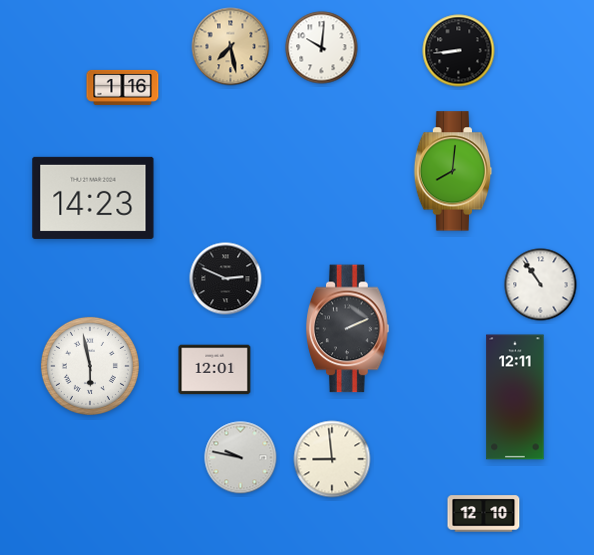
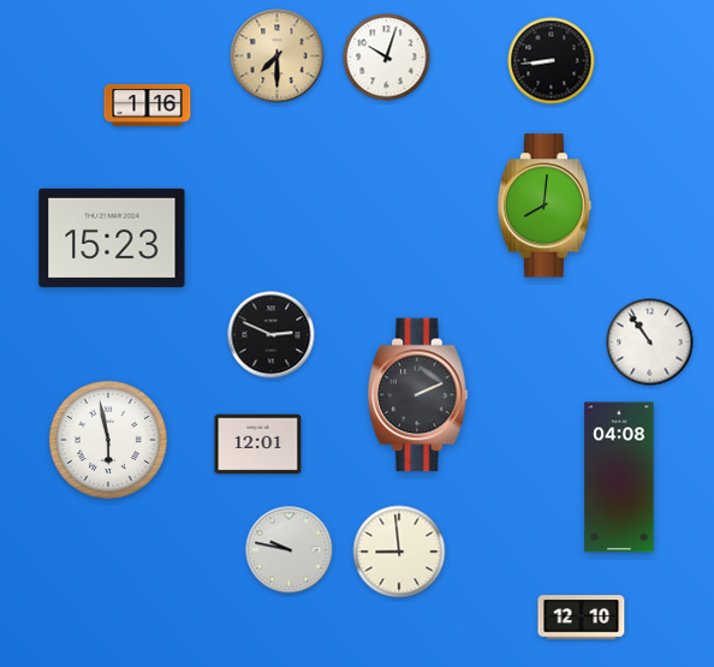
clock at (231, 47): 7:28 -> 7:30
clock at (322, 48): 10:01 -> 10:03
clock at (93, 198): 14:23 -> 15:23
clock at (515, 397): 12:11 -> 04:08
